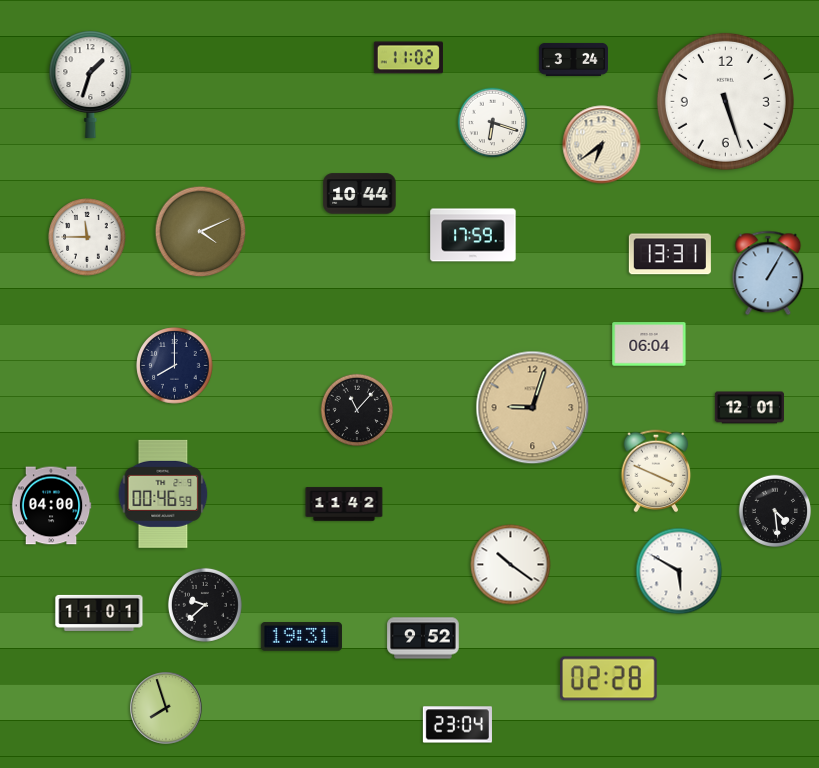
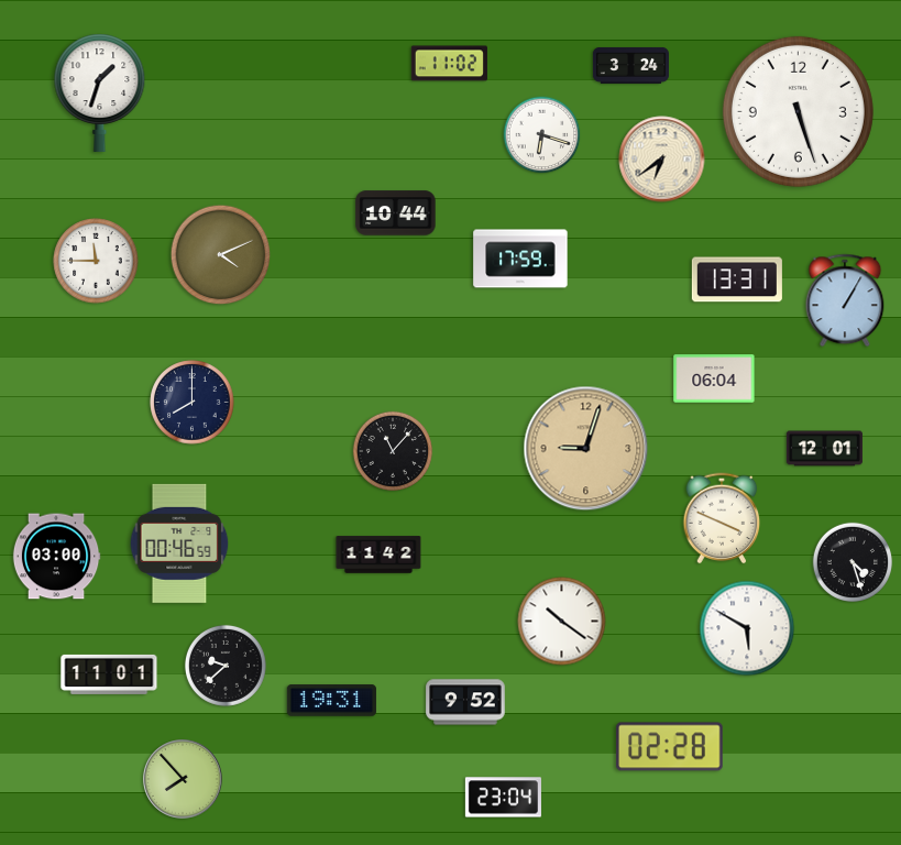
clock at (51, 506): 04:00 -> 03:00
clock at (774, 510): 4:29 -> 4:27
clock at (166, 708): 7:57 -> 7:53
